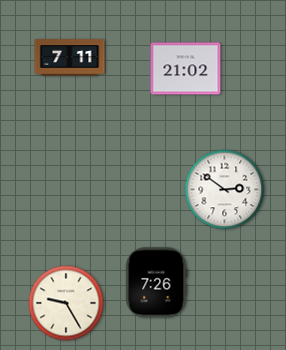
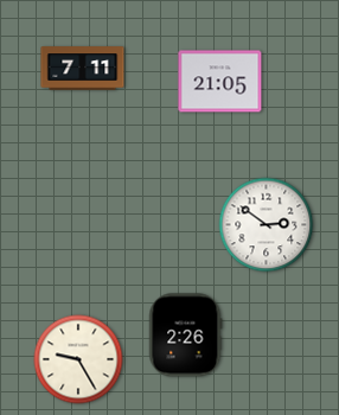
clock at (186, 69): 21:02 -> 21:05
clock at (156, 283): 7:26 -> 2:26
